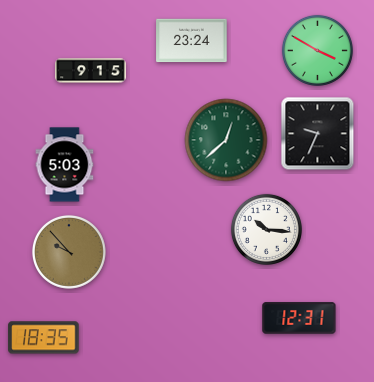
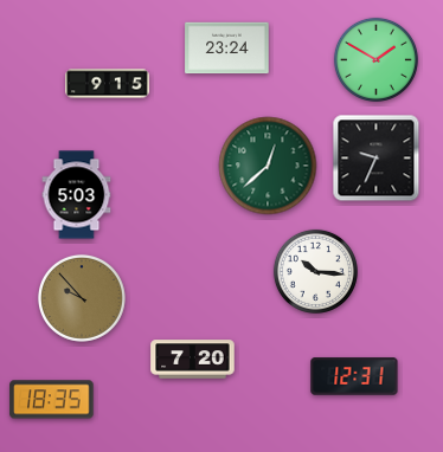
clock at (317, 50): 3:50 -> 1:50
clock at (193, 360): none -> 7:20
